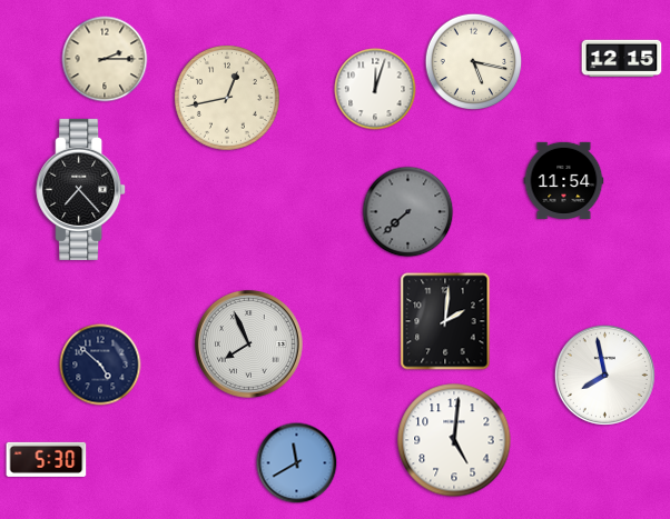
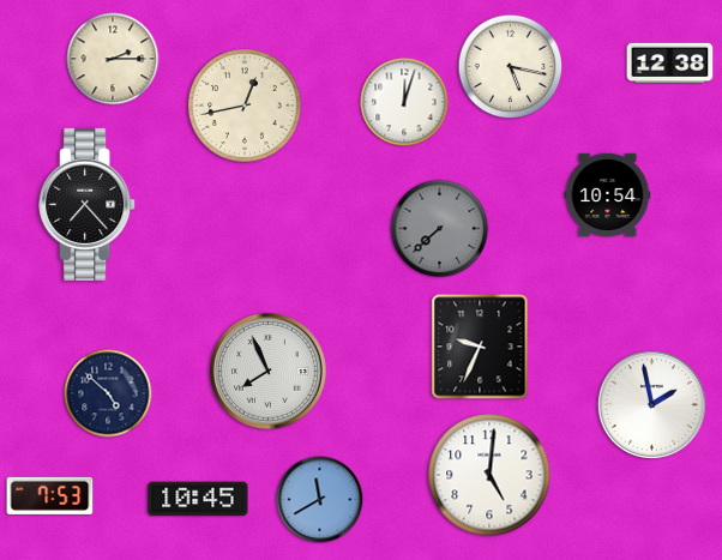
clock at (622, 58): 12:15 -> 12:38
clock at (105, 59) position: (105, 59) -> (113, 59)
clock at (375, 89) position: (375, 89) -> (404, 102)
clock at (564, 180): 11:54 -> 10:54
clock at (445, 321): 2:01 -> 9:34
clock at (604, 375): 7:58 -> 1:58
clock at (47, 459): 5:30 -> 7:53
clock at (198, 499): none -> 10:45
